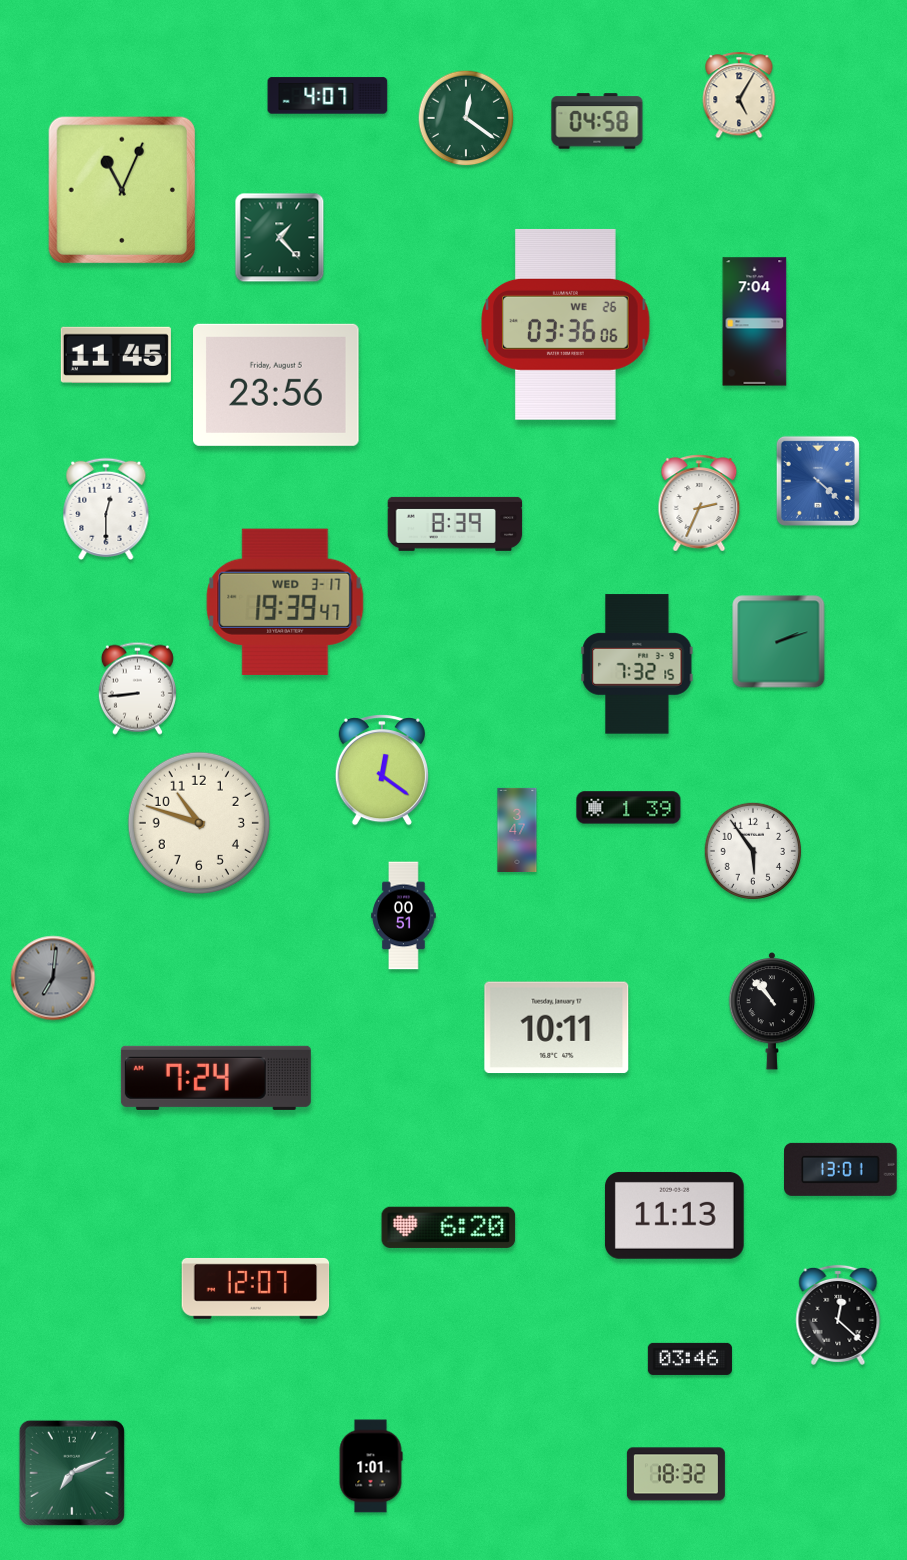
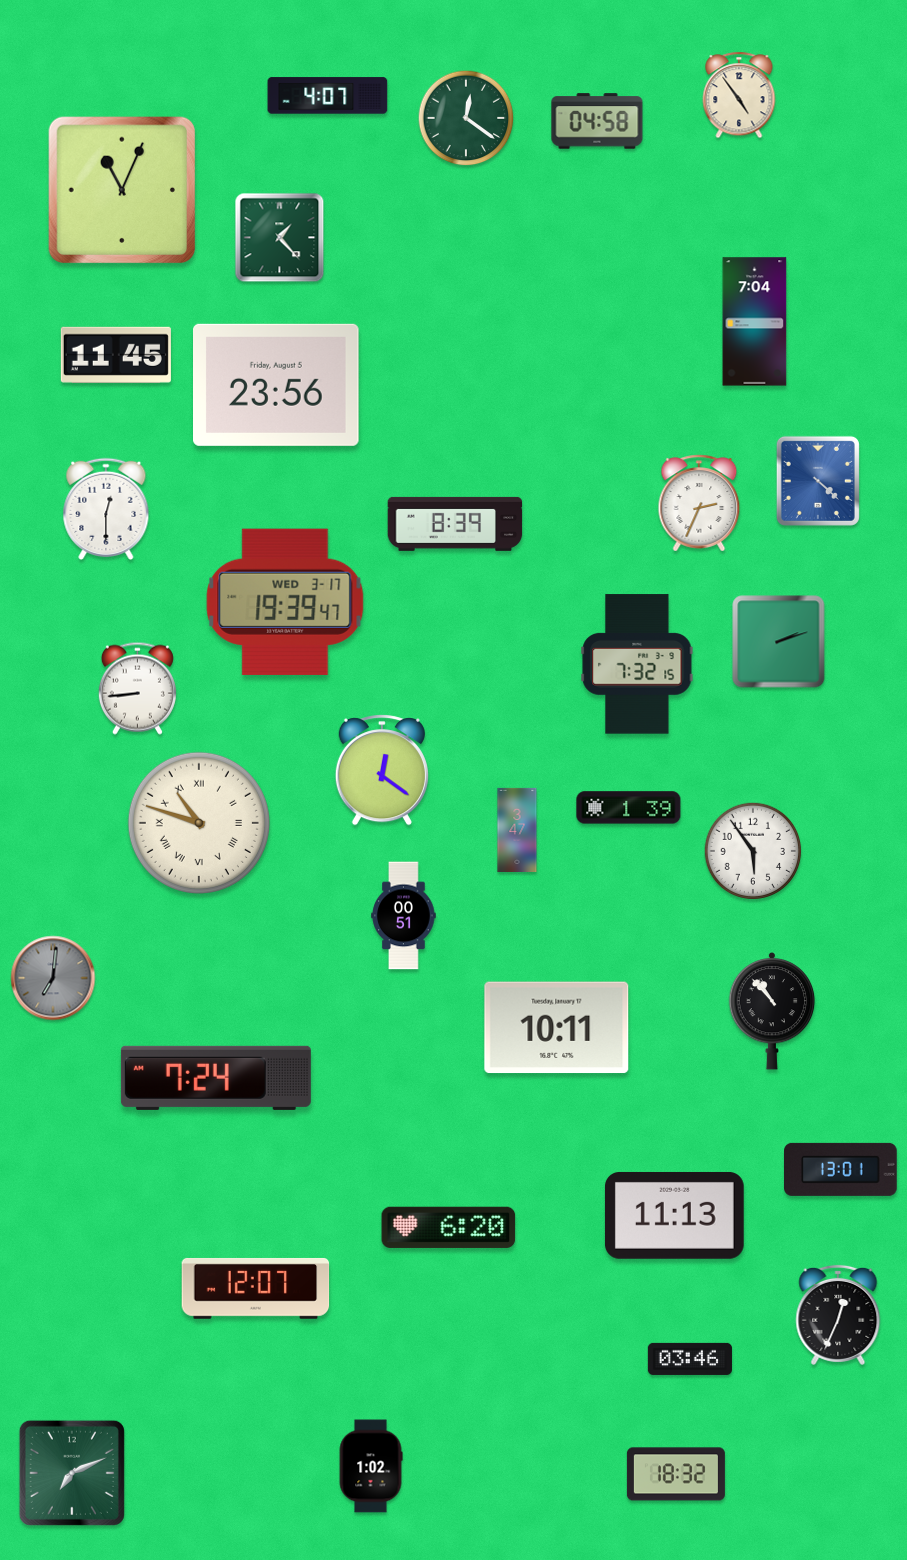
clock at (739, 95): 5:05 -> 4:54
clock at (566, 324): 03:36 -> none
clock at (199, 823) numerals: Arabic -> Roman
clock at (838, 1315): 12:22 -> 12:34
clock at (371, 1466): 1:01 -> 1:02
